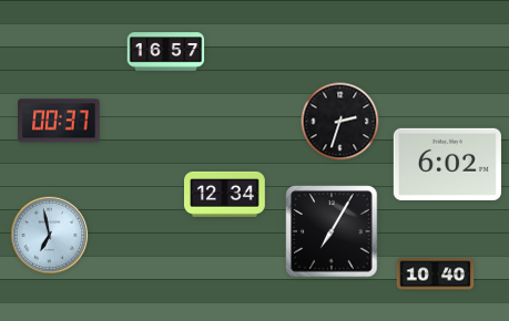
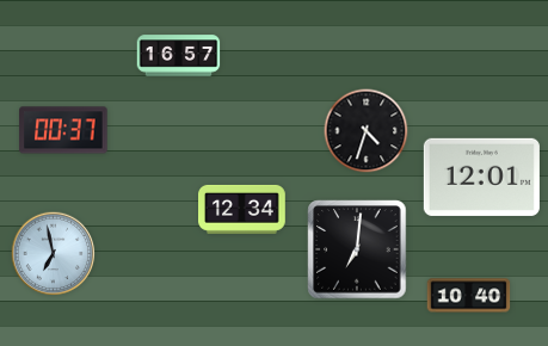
clock at (340, 122): 2:33 -> 4:33
clock at (447, 164): 6:02 -> 12:01
clock at (332, 231): 7:05 -> 7:01
